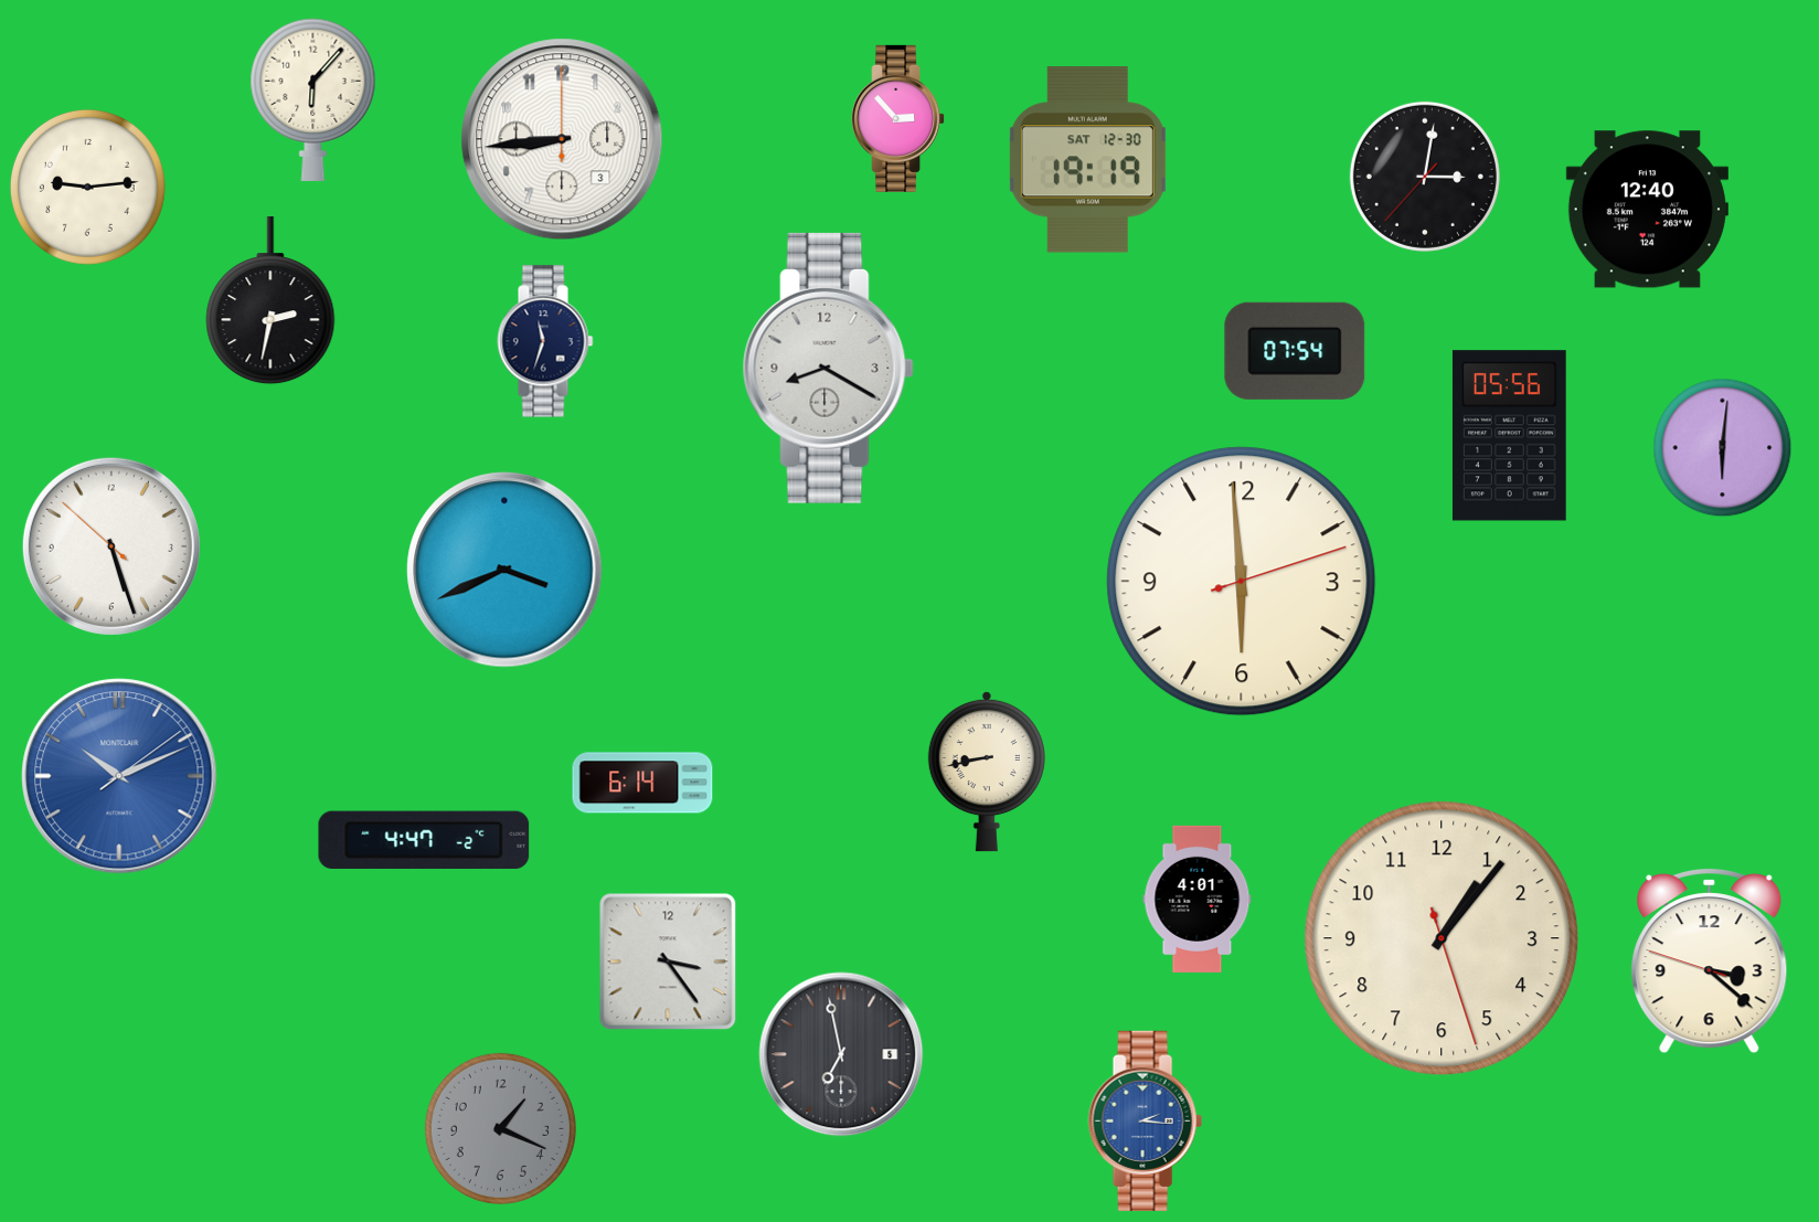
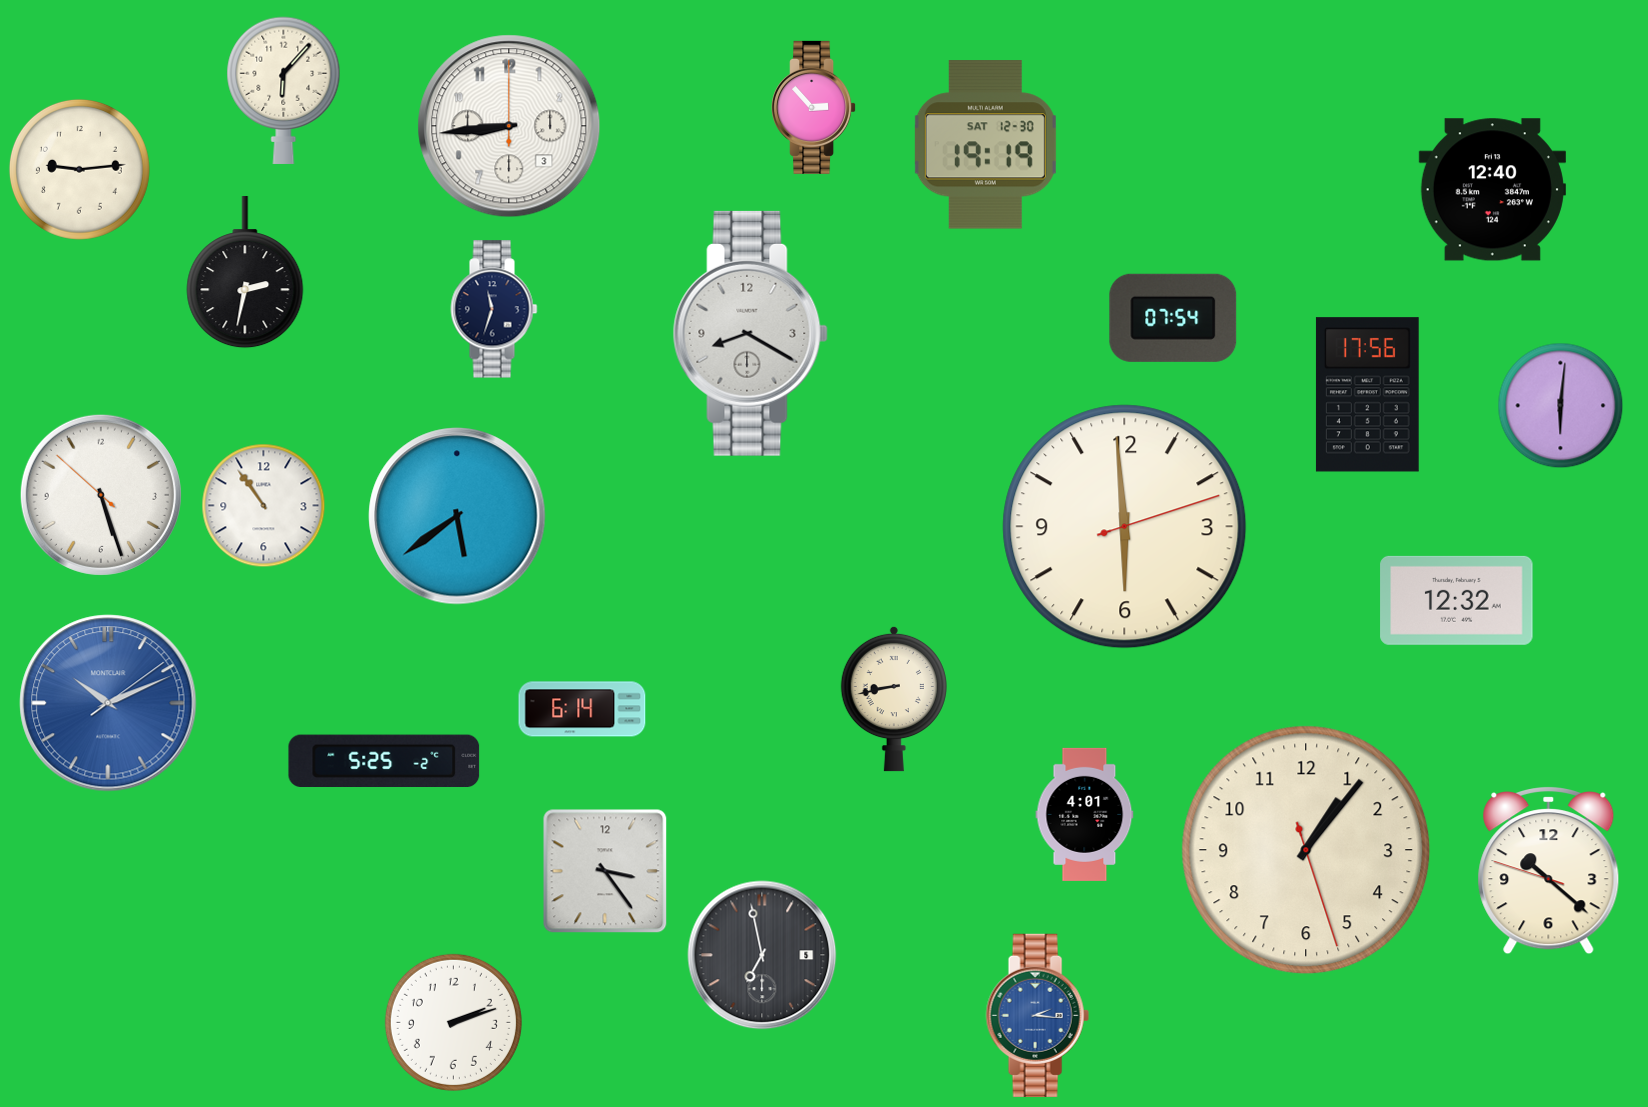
clock at (1425, 177): 3:01 -> none
clock at (1509, 436): 05:56 -> 17:56
clock at (264, 506): none -> 10:54
clock at (504, 570): 3:41 -> 5:39
clock at (1457, 600): none -> 12:32
clock at (424, 839): 4:47 -> 5:25
clock at (1710, 961): 3:21 -> 10:21
clock at (500, 1128): 1:19 -> 2:12
clock at (500, 1128) dial: grey -> white
